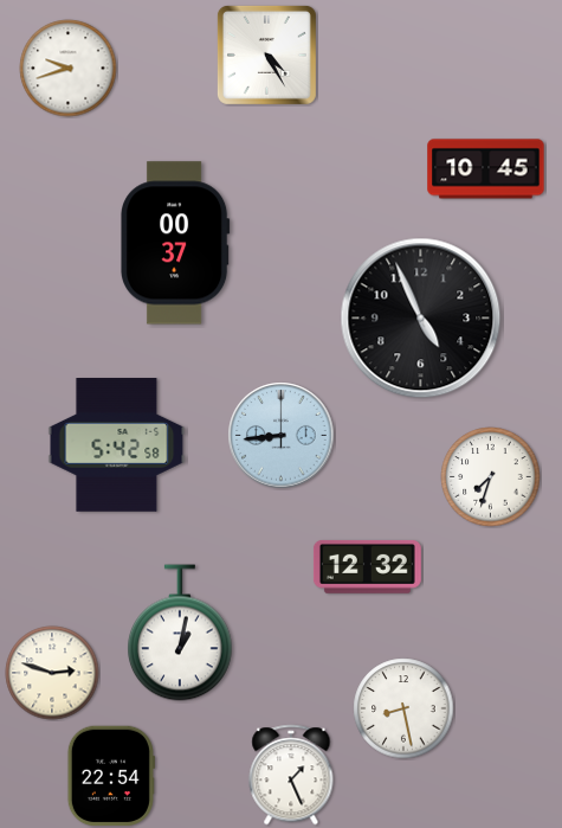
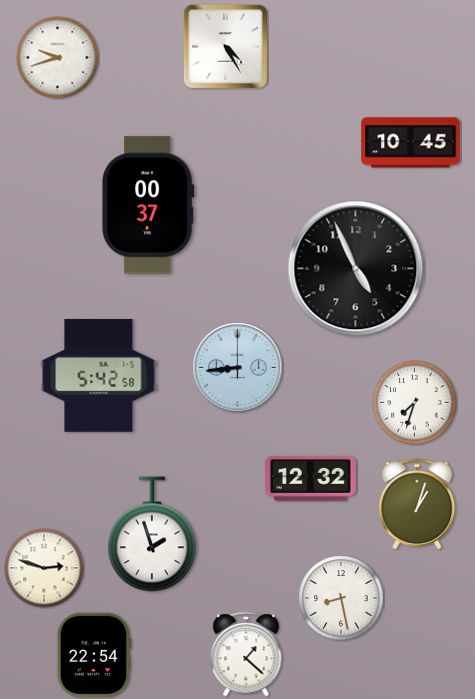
clock at (417, 504): none -> 1:03
clock at (181, 633): 1:02 -> 1:57
clock at (291, 775): 1:26 -> 1:22
